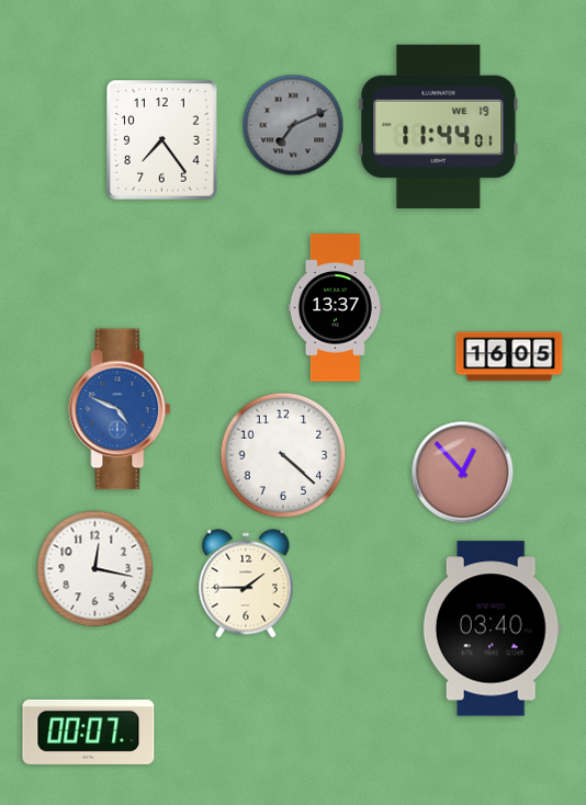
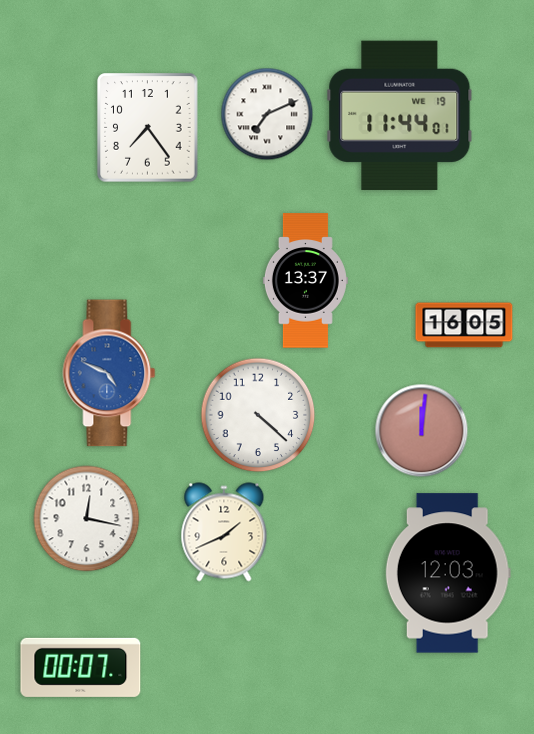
clock at (293, 125) dial: grey -> white
clock at (463, 473): 12:53 -> 12:01
clock at (246, 583): 1:45 -> 1:41
clock at (492, 628): 03:40 -> 12:03
